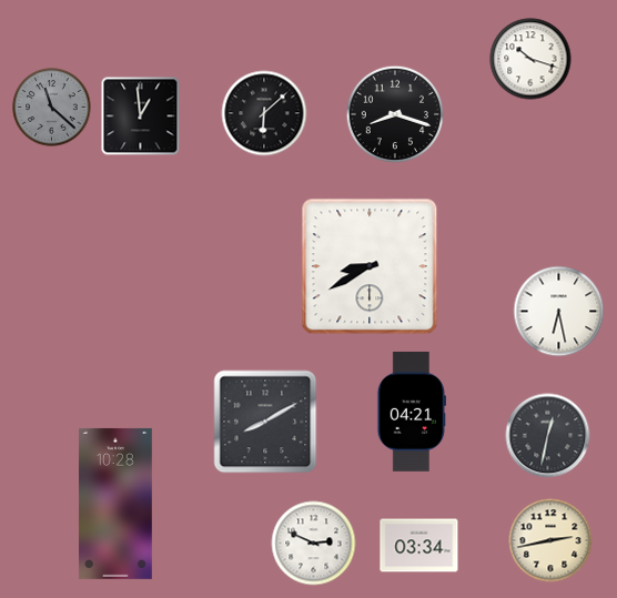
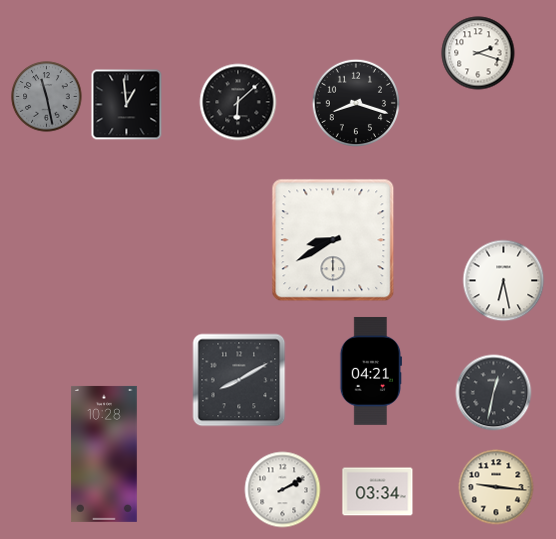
clock at (530, 59): 10:18 -> 2:18
clock at (52, 108): 11:22 -> 11:28
clock at (550, 540): 2:43 -> 9:16
clock at (314, 544): 2:49 -> 2:10
